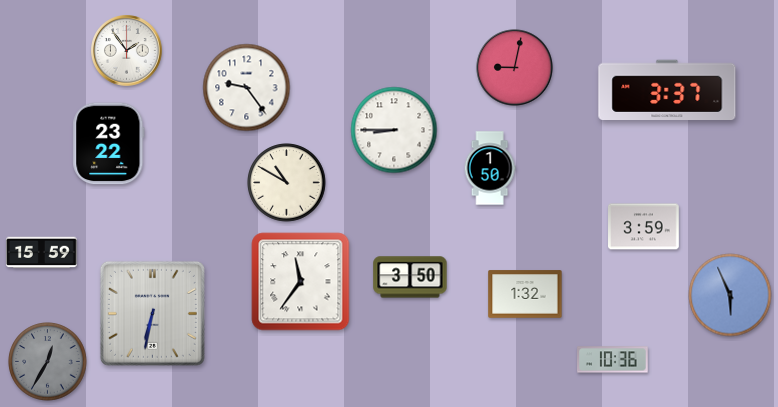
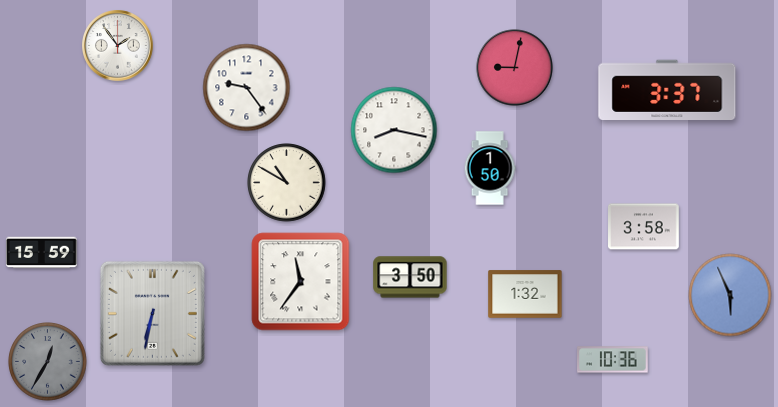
clock at (127, 51) position: (127, 51) -> (118, 46)
clock at (394, 130): 8:45 -> 8:17
clock at (109, 144): 23:22 -> none
clock at (644, 227): 3:59 -> 3:58
